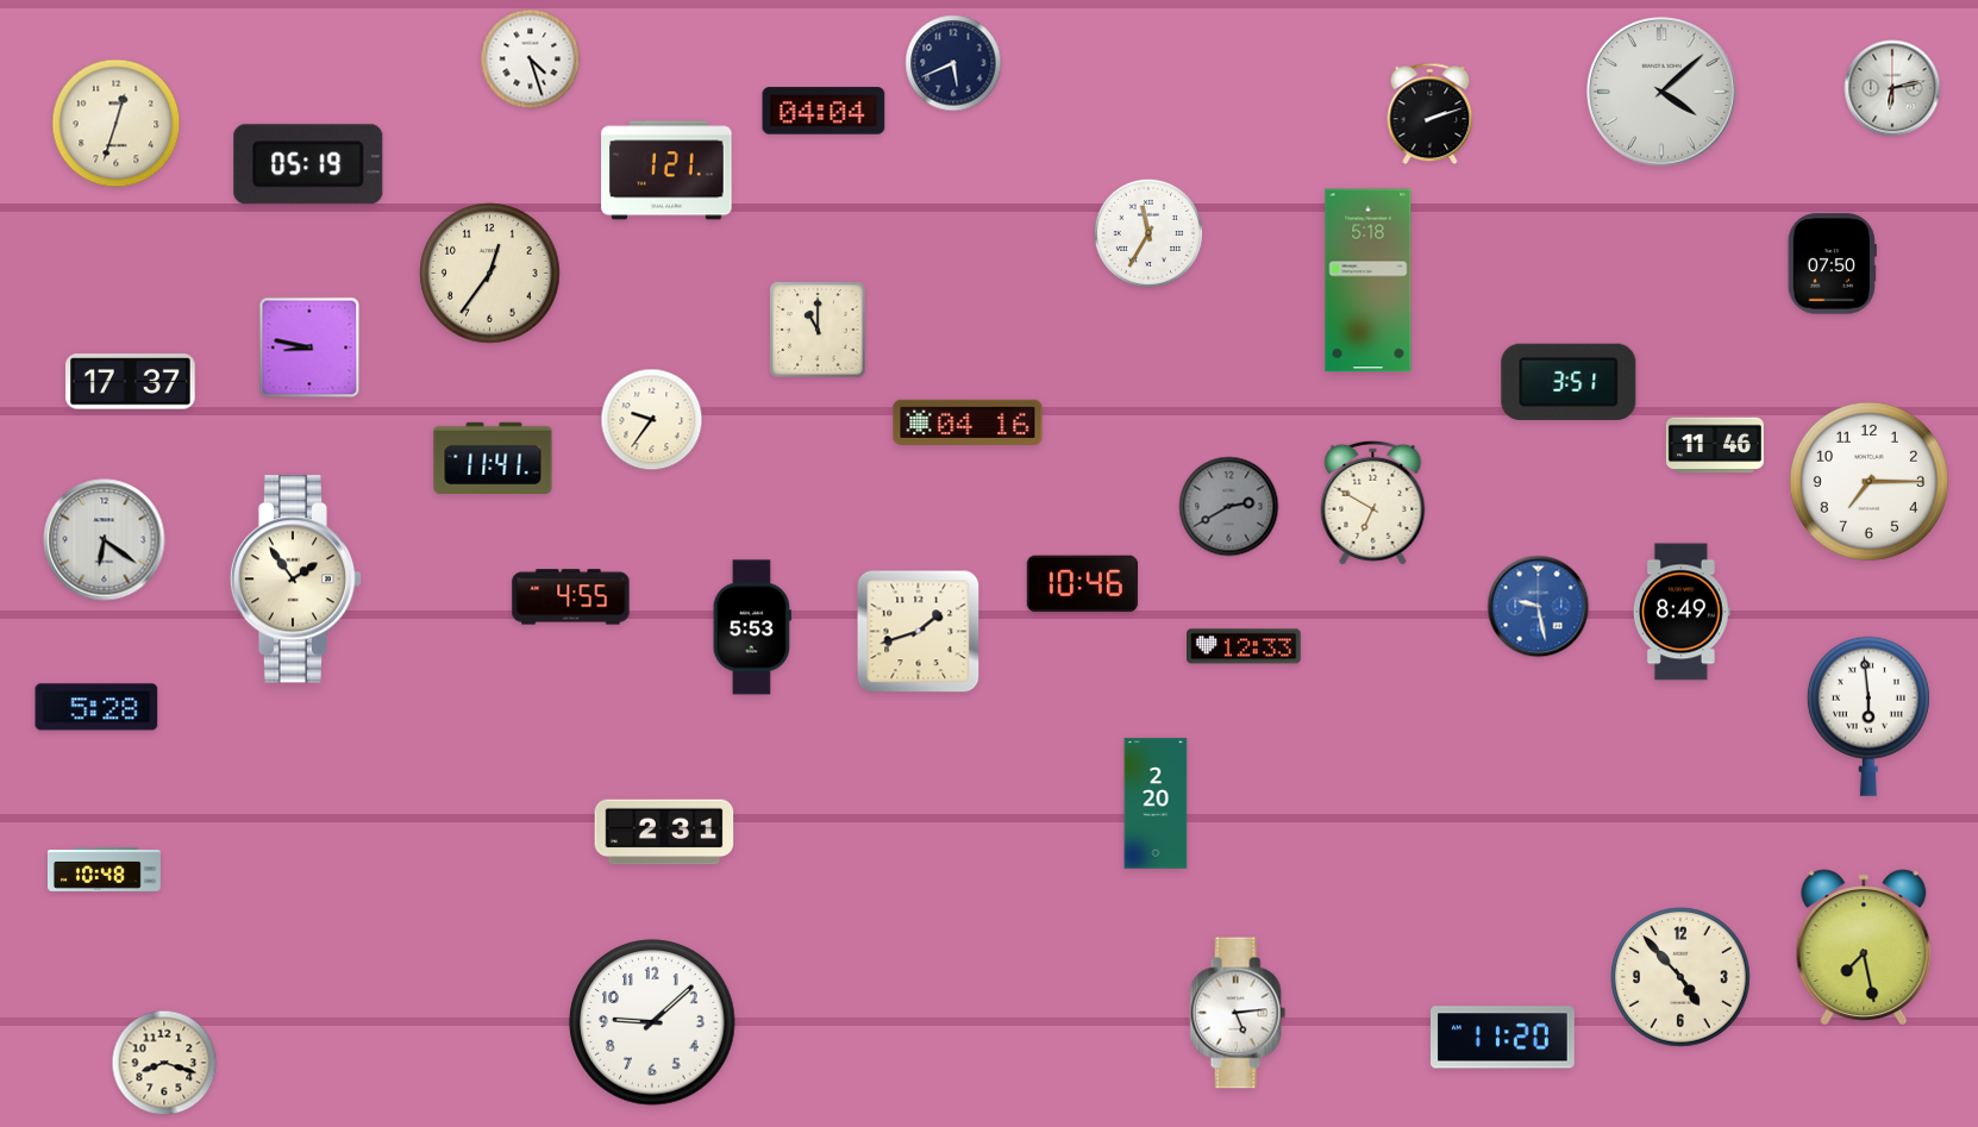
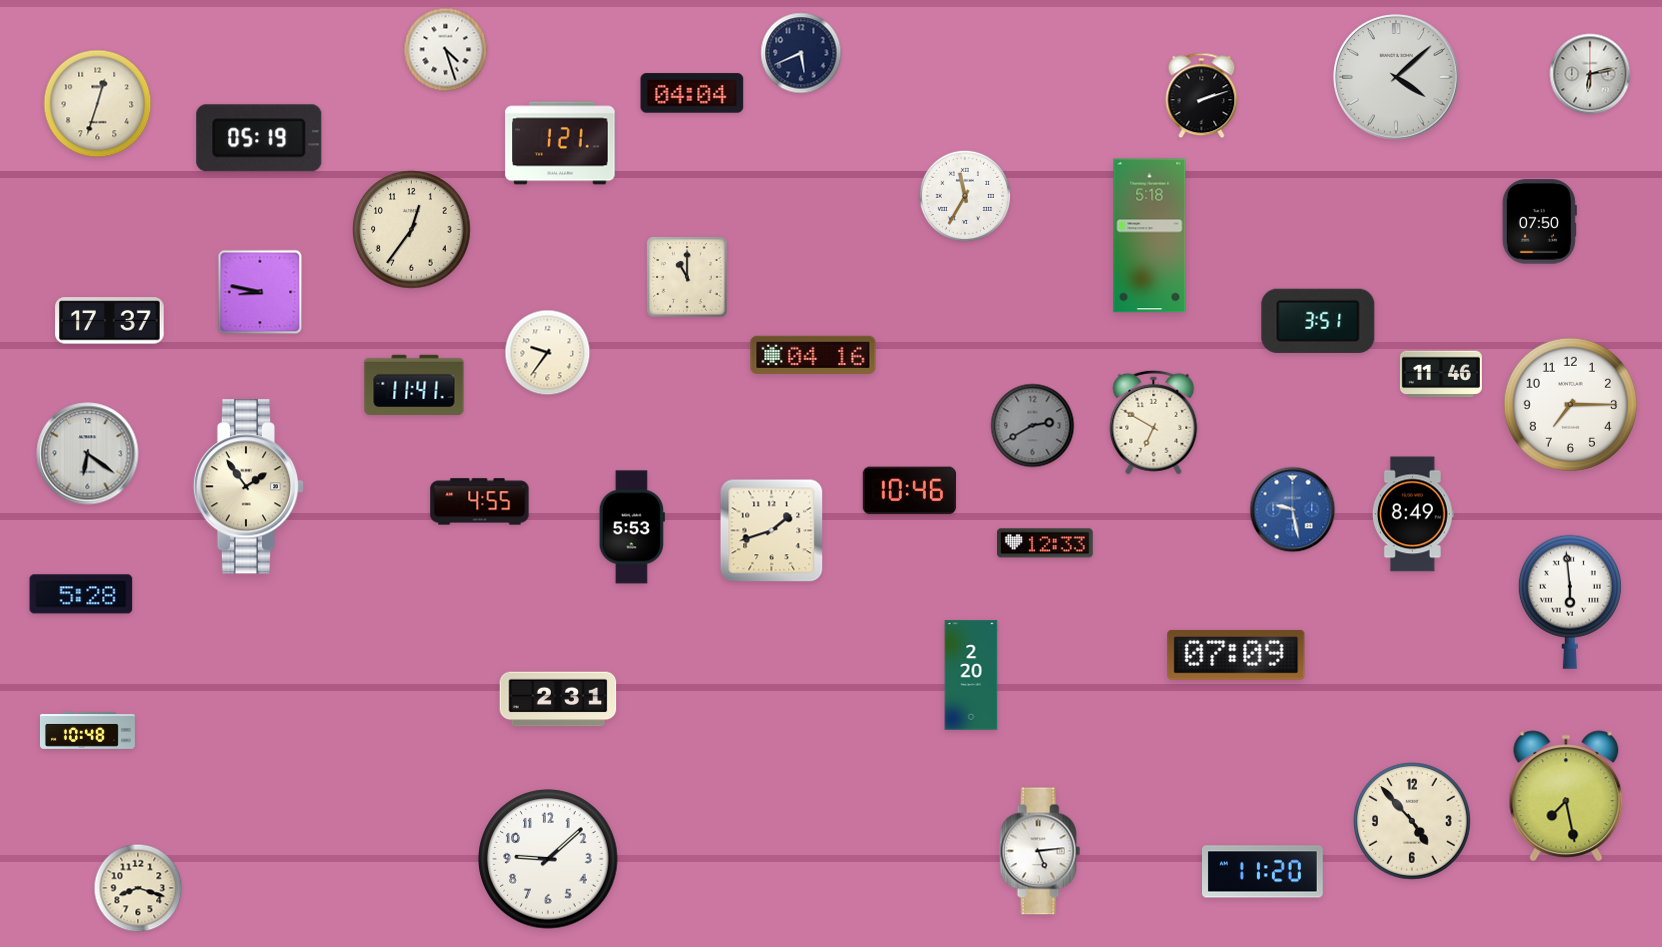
clock at (1236, 655): none -> 07:09
clock at (164, 1063) position: (164, 1063) -> (138, 888)
